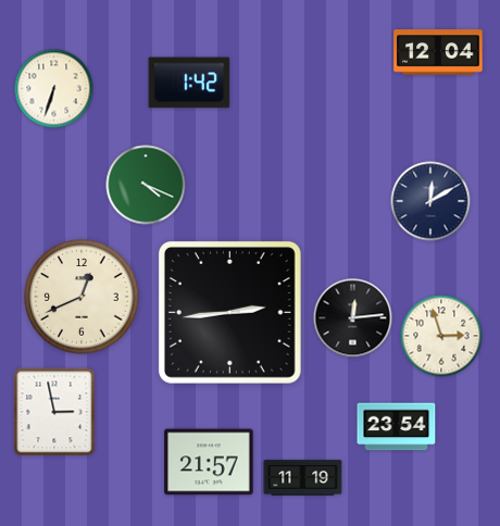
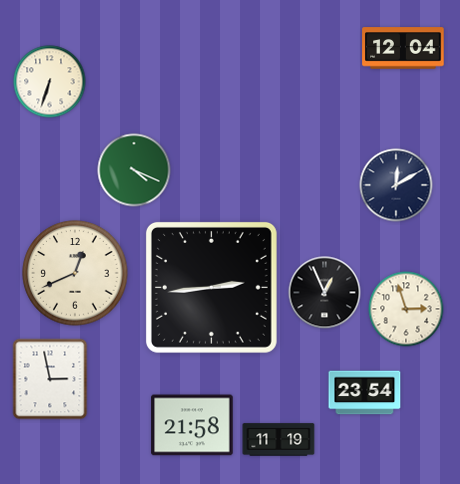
clock at (189, 83): 1:42 -> none
clock at (353, 318): 12:14 -> 12:56
clock at (209, 462): 21:57 -> 21:58
